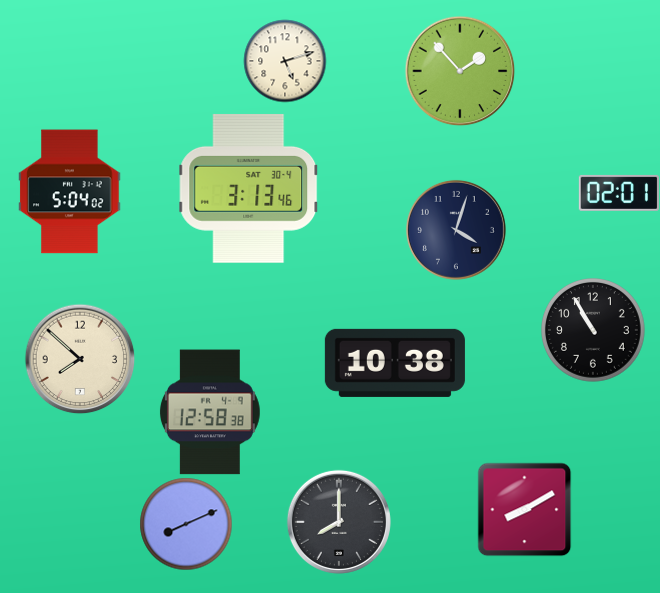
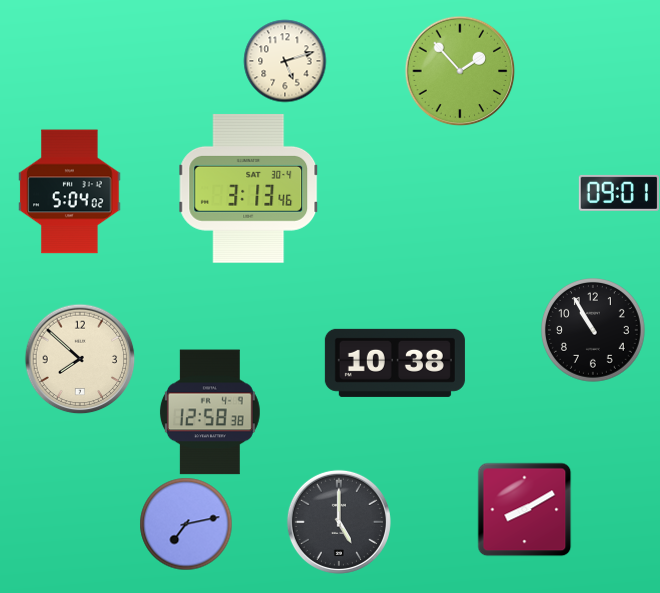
clock at (619, 193): 02:01 -> 09:01
clock at (456, 230): 4:03 -> none
clock at (339, 522): 8:00 -> 5:00
clock at (186, 524): 8:11 -> 7:13
